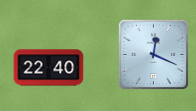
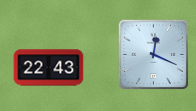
clock at (49, 68): 22:40 -> 22:43
